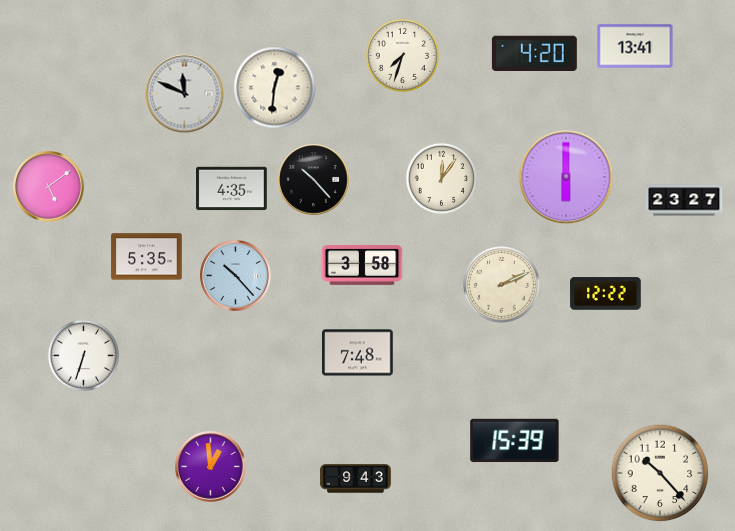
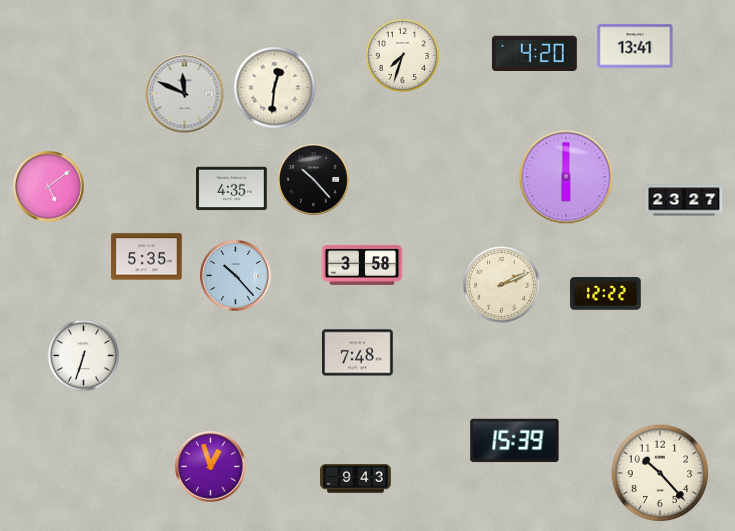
clock at (441, 178): 12:06 -> none
clock at (211, 467): 12:59 -> 12:57
